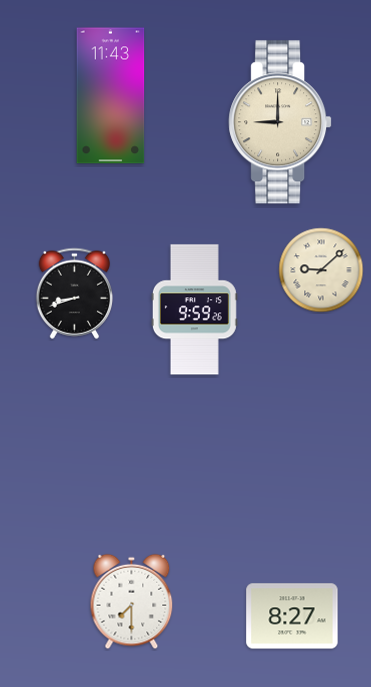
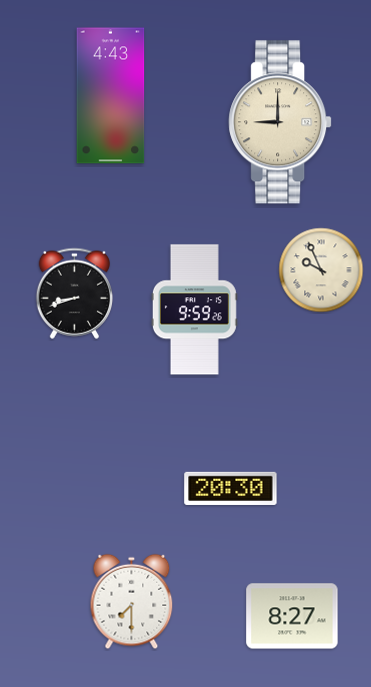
clock at (111, 96): 11:43 -> 4:43
clock at (321, 270): 9:08 -> 9:56
clock at (231, 488): none -> 20:30
